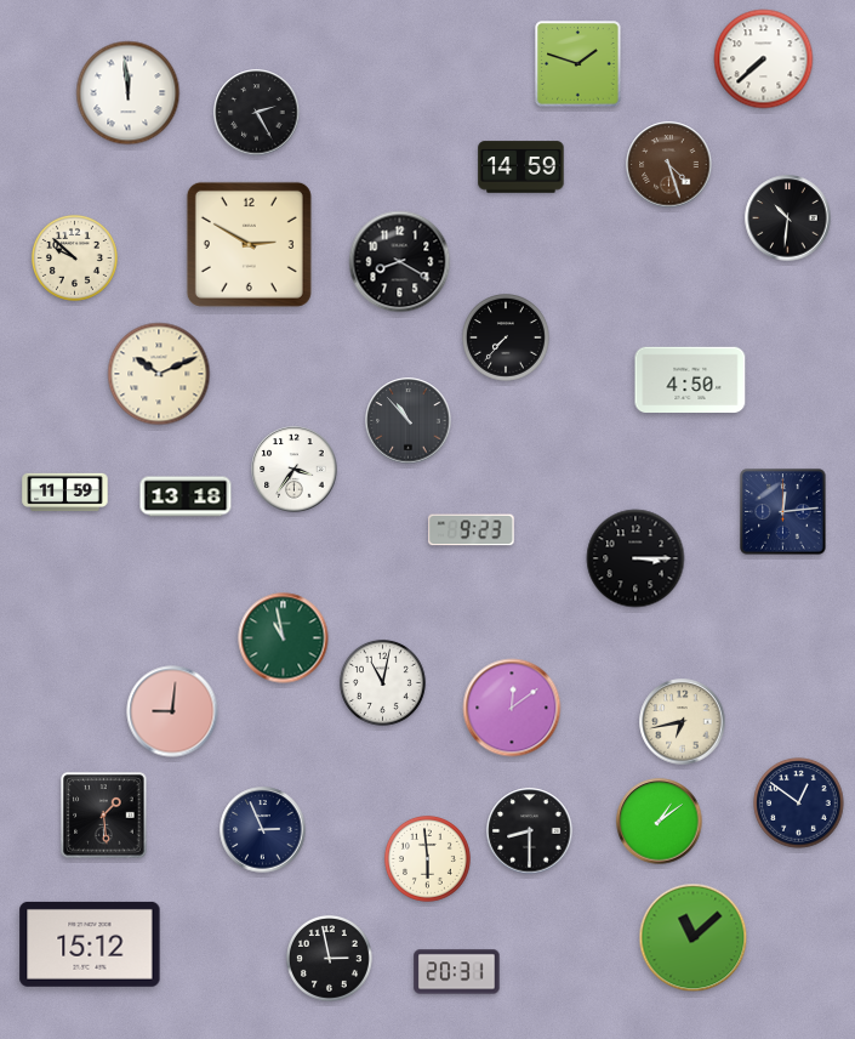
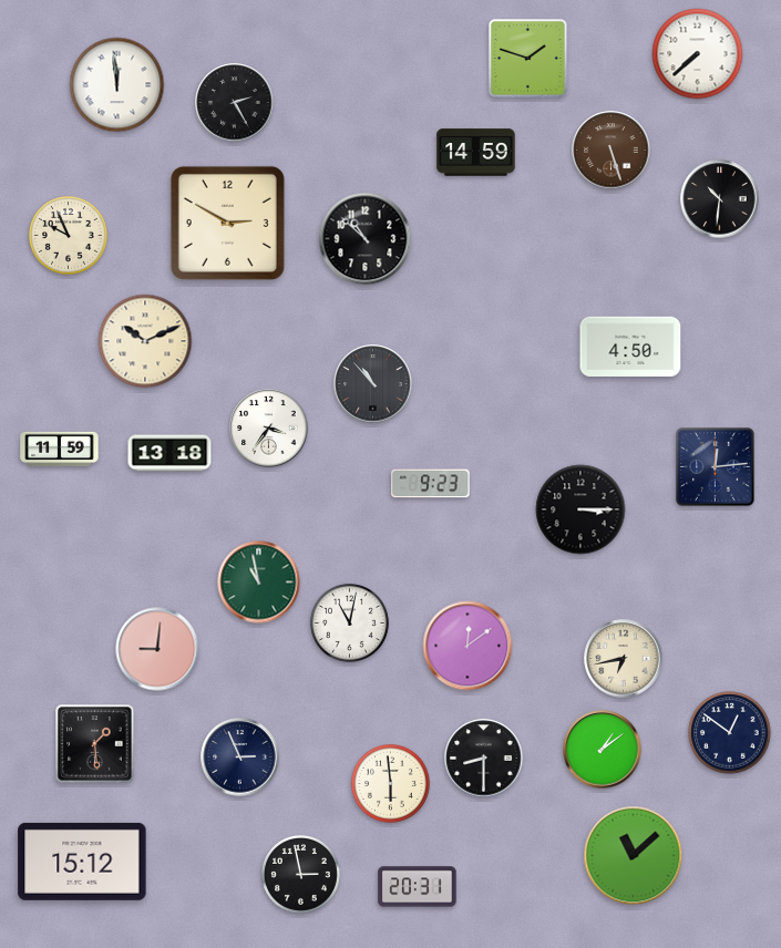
clock at (669, 165): 4:27 -> 5:27
clock at (74, 257): 9:52 -> 9:56
clock at (400, 262): 8:20 -> 10:52
clock at (507, 339): 7:37 -> none
